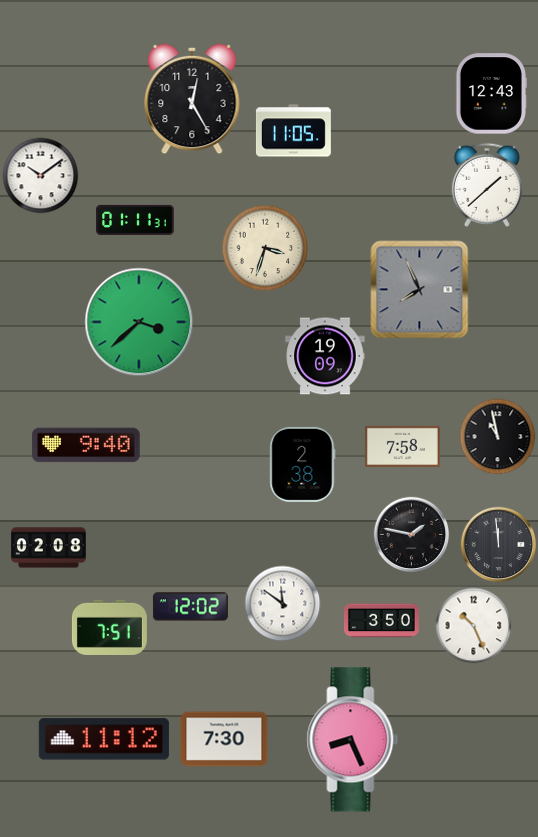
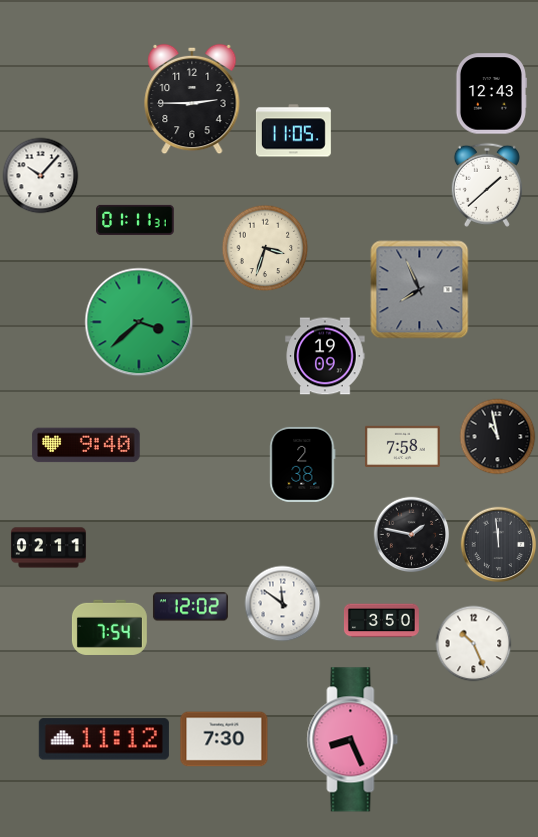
clock at (192, 99): 12:25 -> 2:45
clock at (41, 176): 10:09 -> 10:07
clock at (48, 548): 02:08 -> 02:11
clock at (474, 626) position: (474, 626) -> (474, 644)
clock at (109, 627): 7:51 -> 7:54
